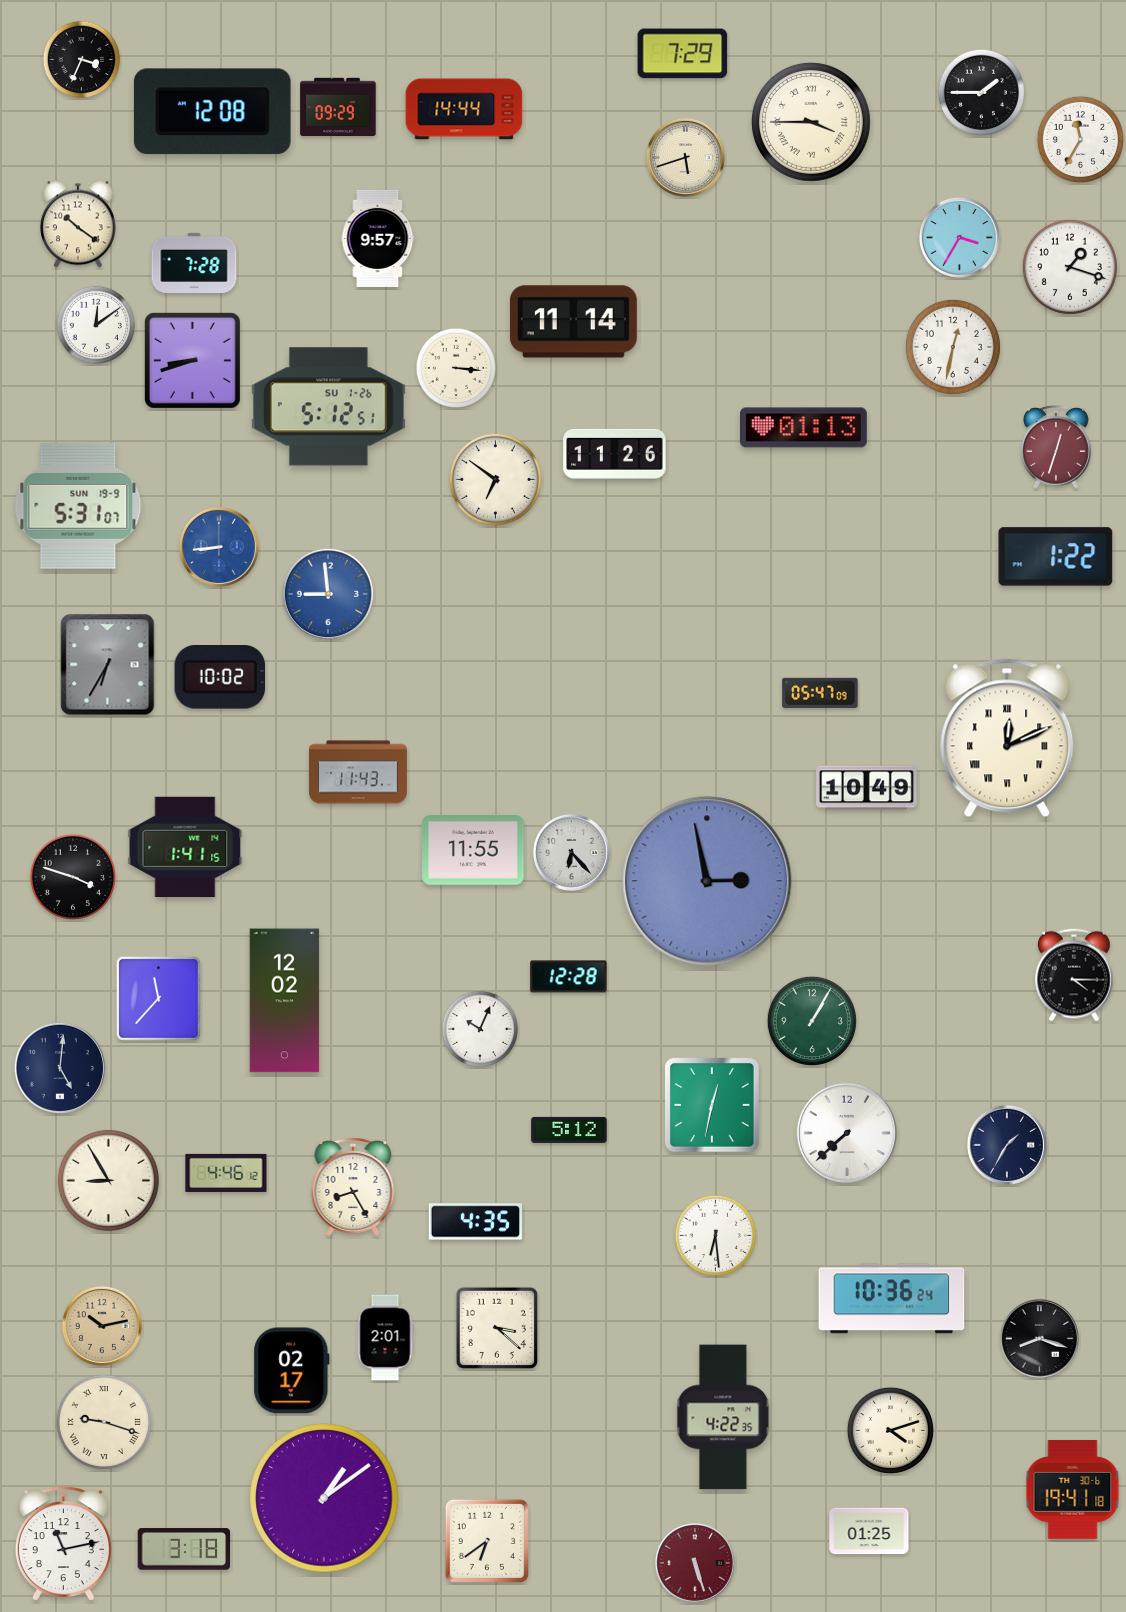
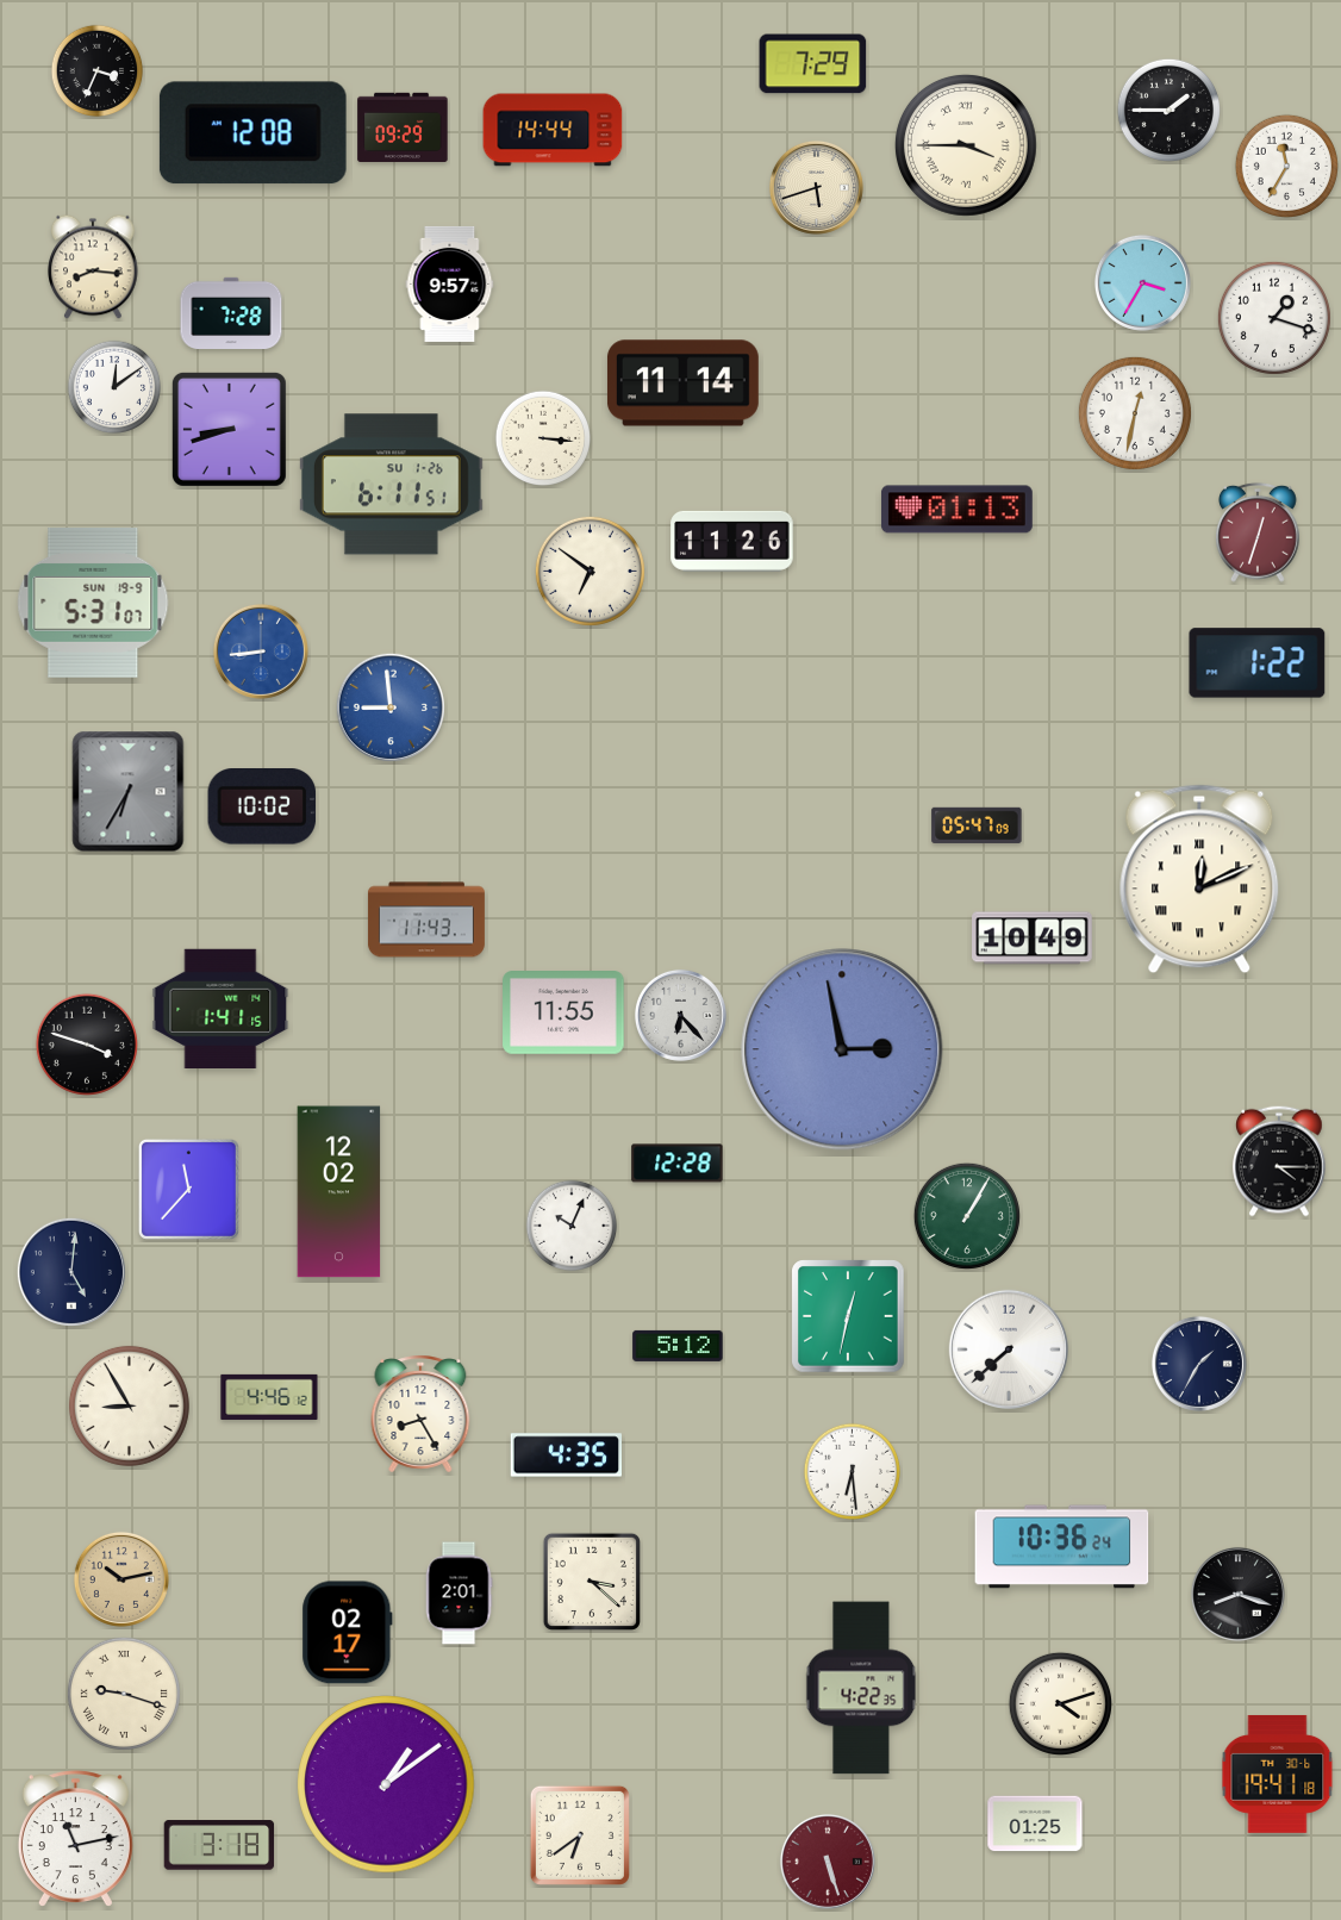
clock at (78, 224): 10:21 -> 8:16
clock at (328, 407): 5:12 -> 6:11
